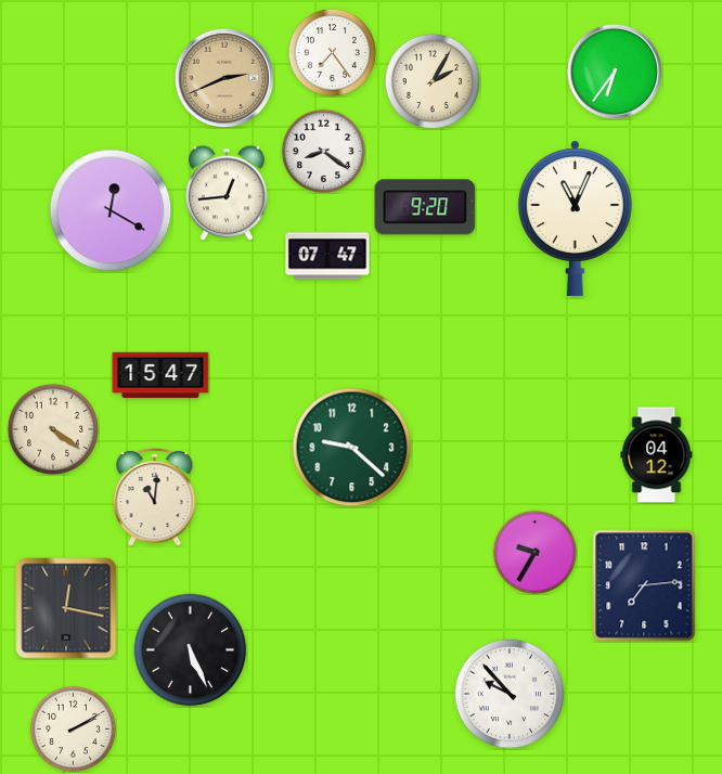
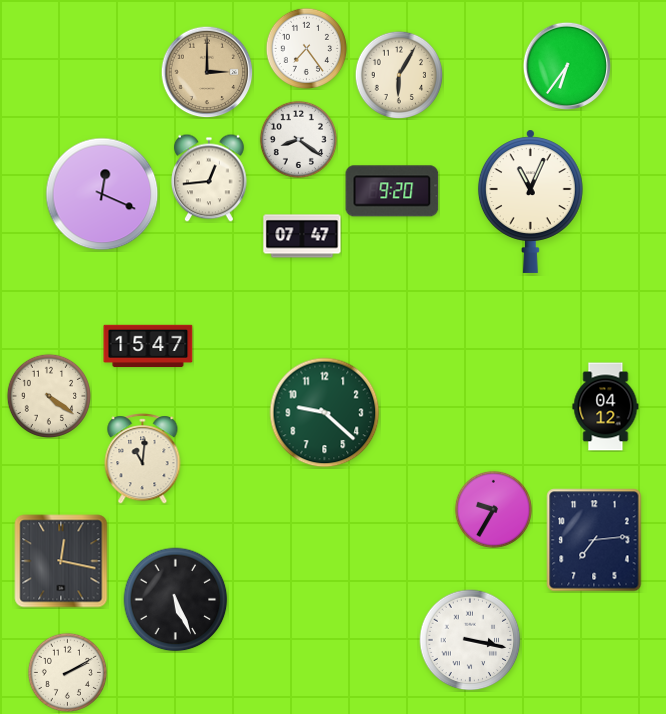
clock at (224, 78): 2:41 -> 3:00
clock at (433, 81): 2:05 -> 6:05
clock at (111, 210): 12:20 -> 12:19
clock at (657, 455) position: (657, 455) -> (606, 407)
clock at (510, 694): 9:53 -> 3:17
